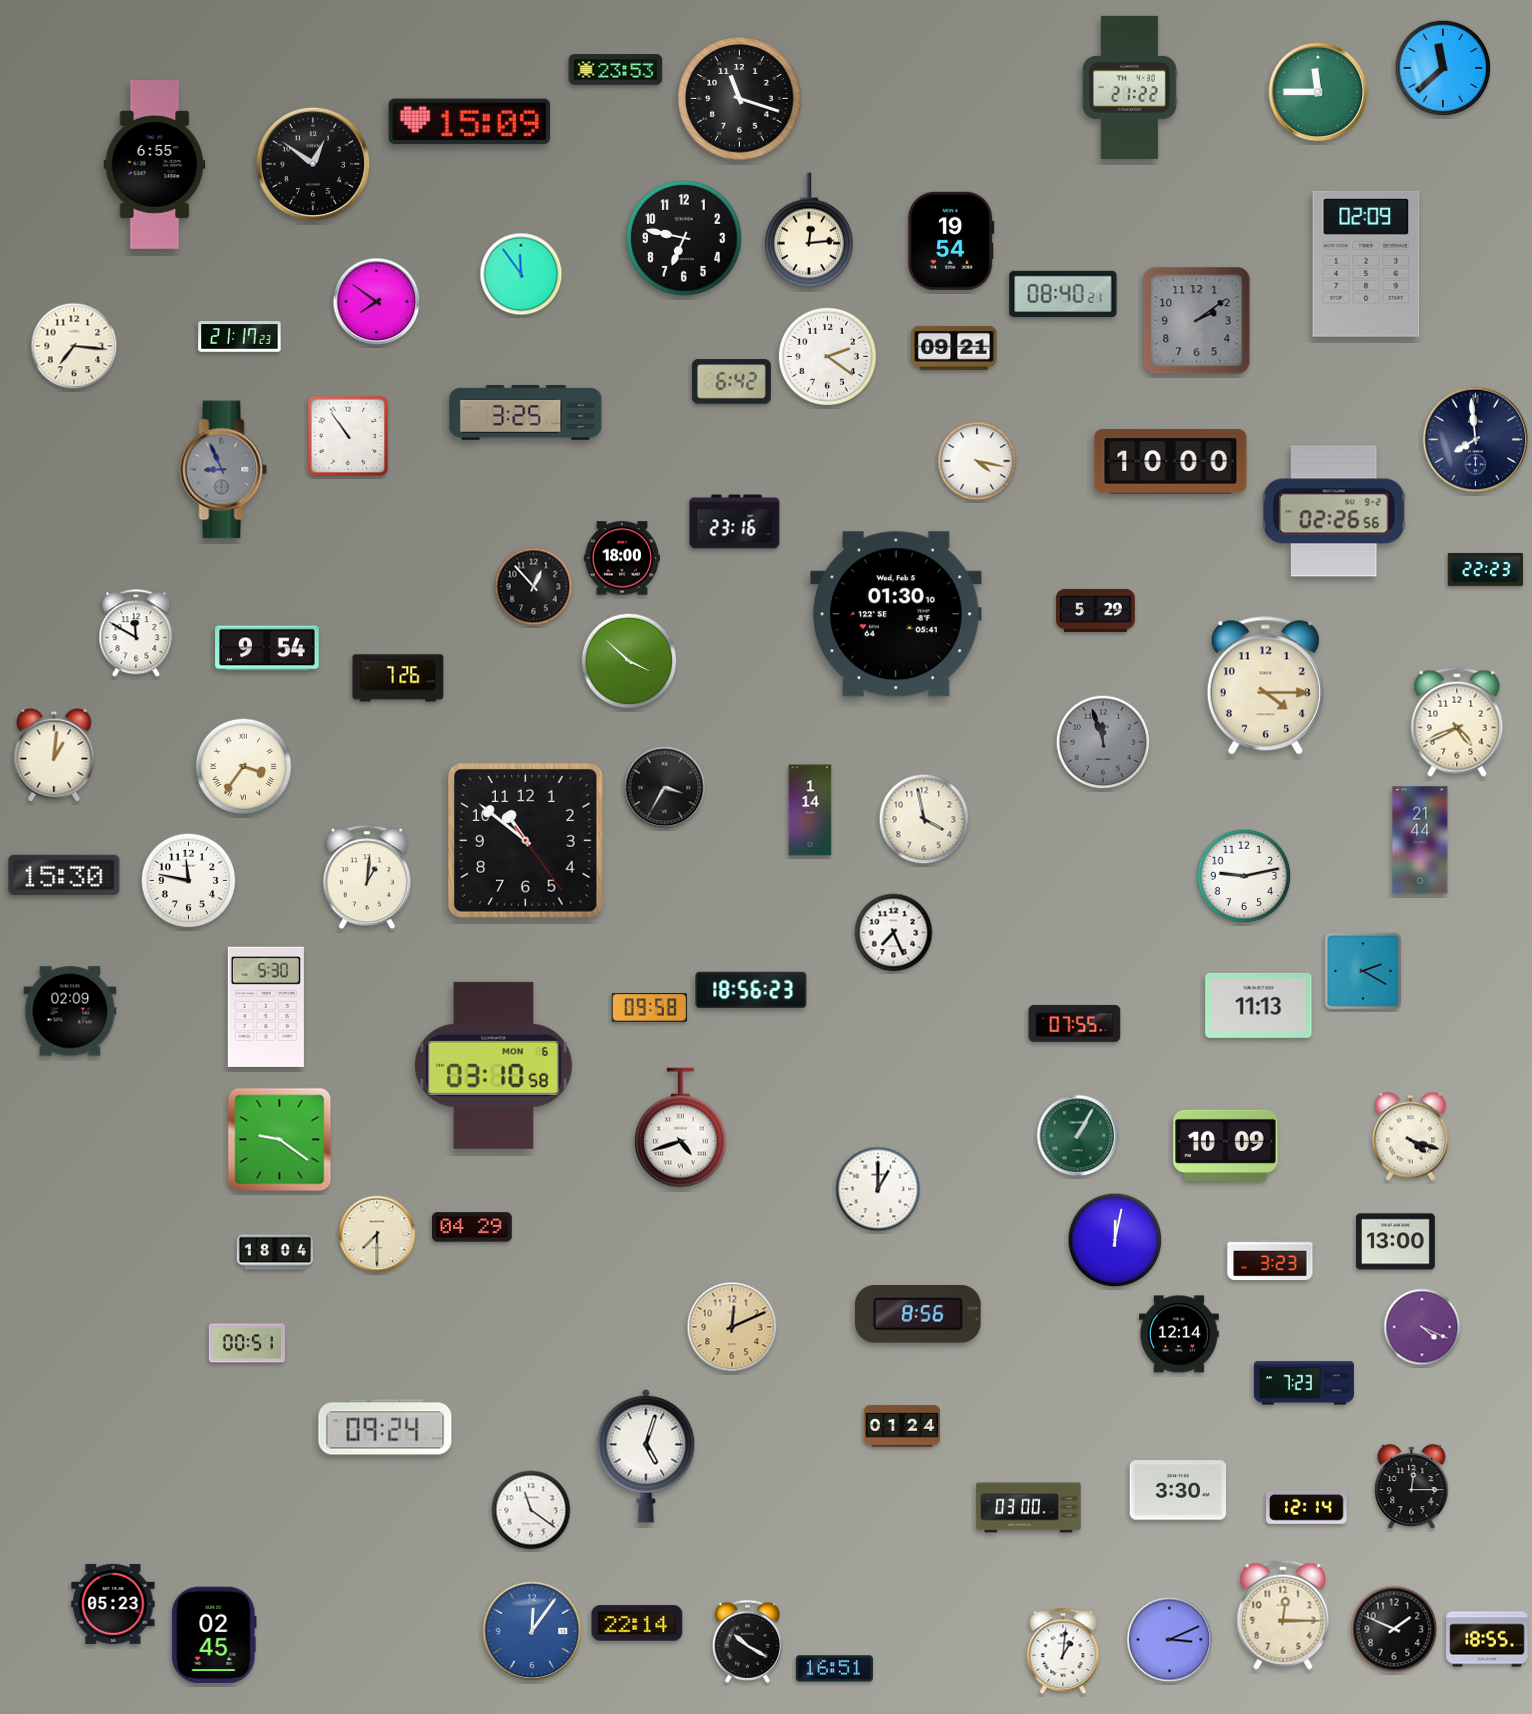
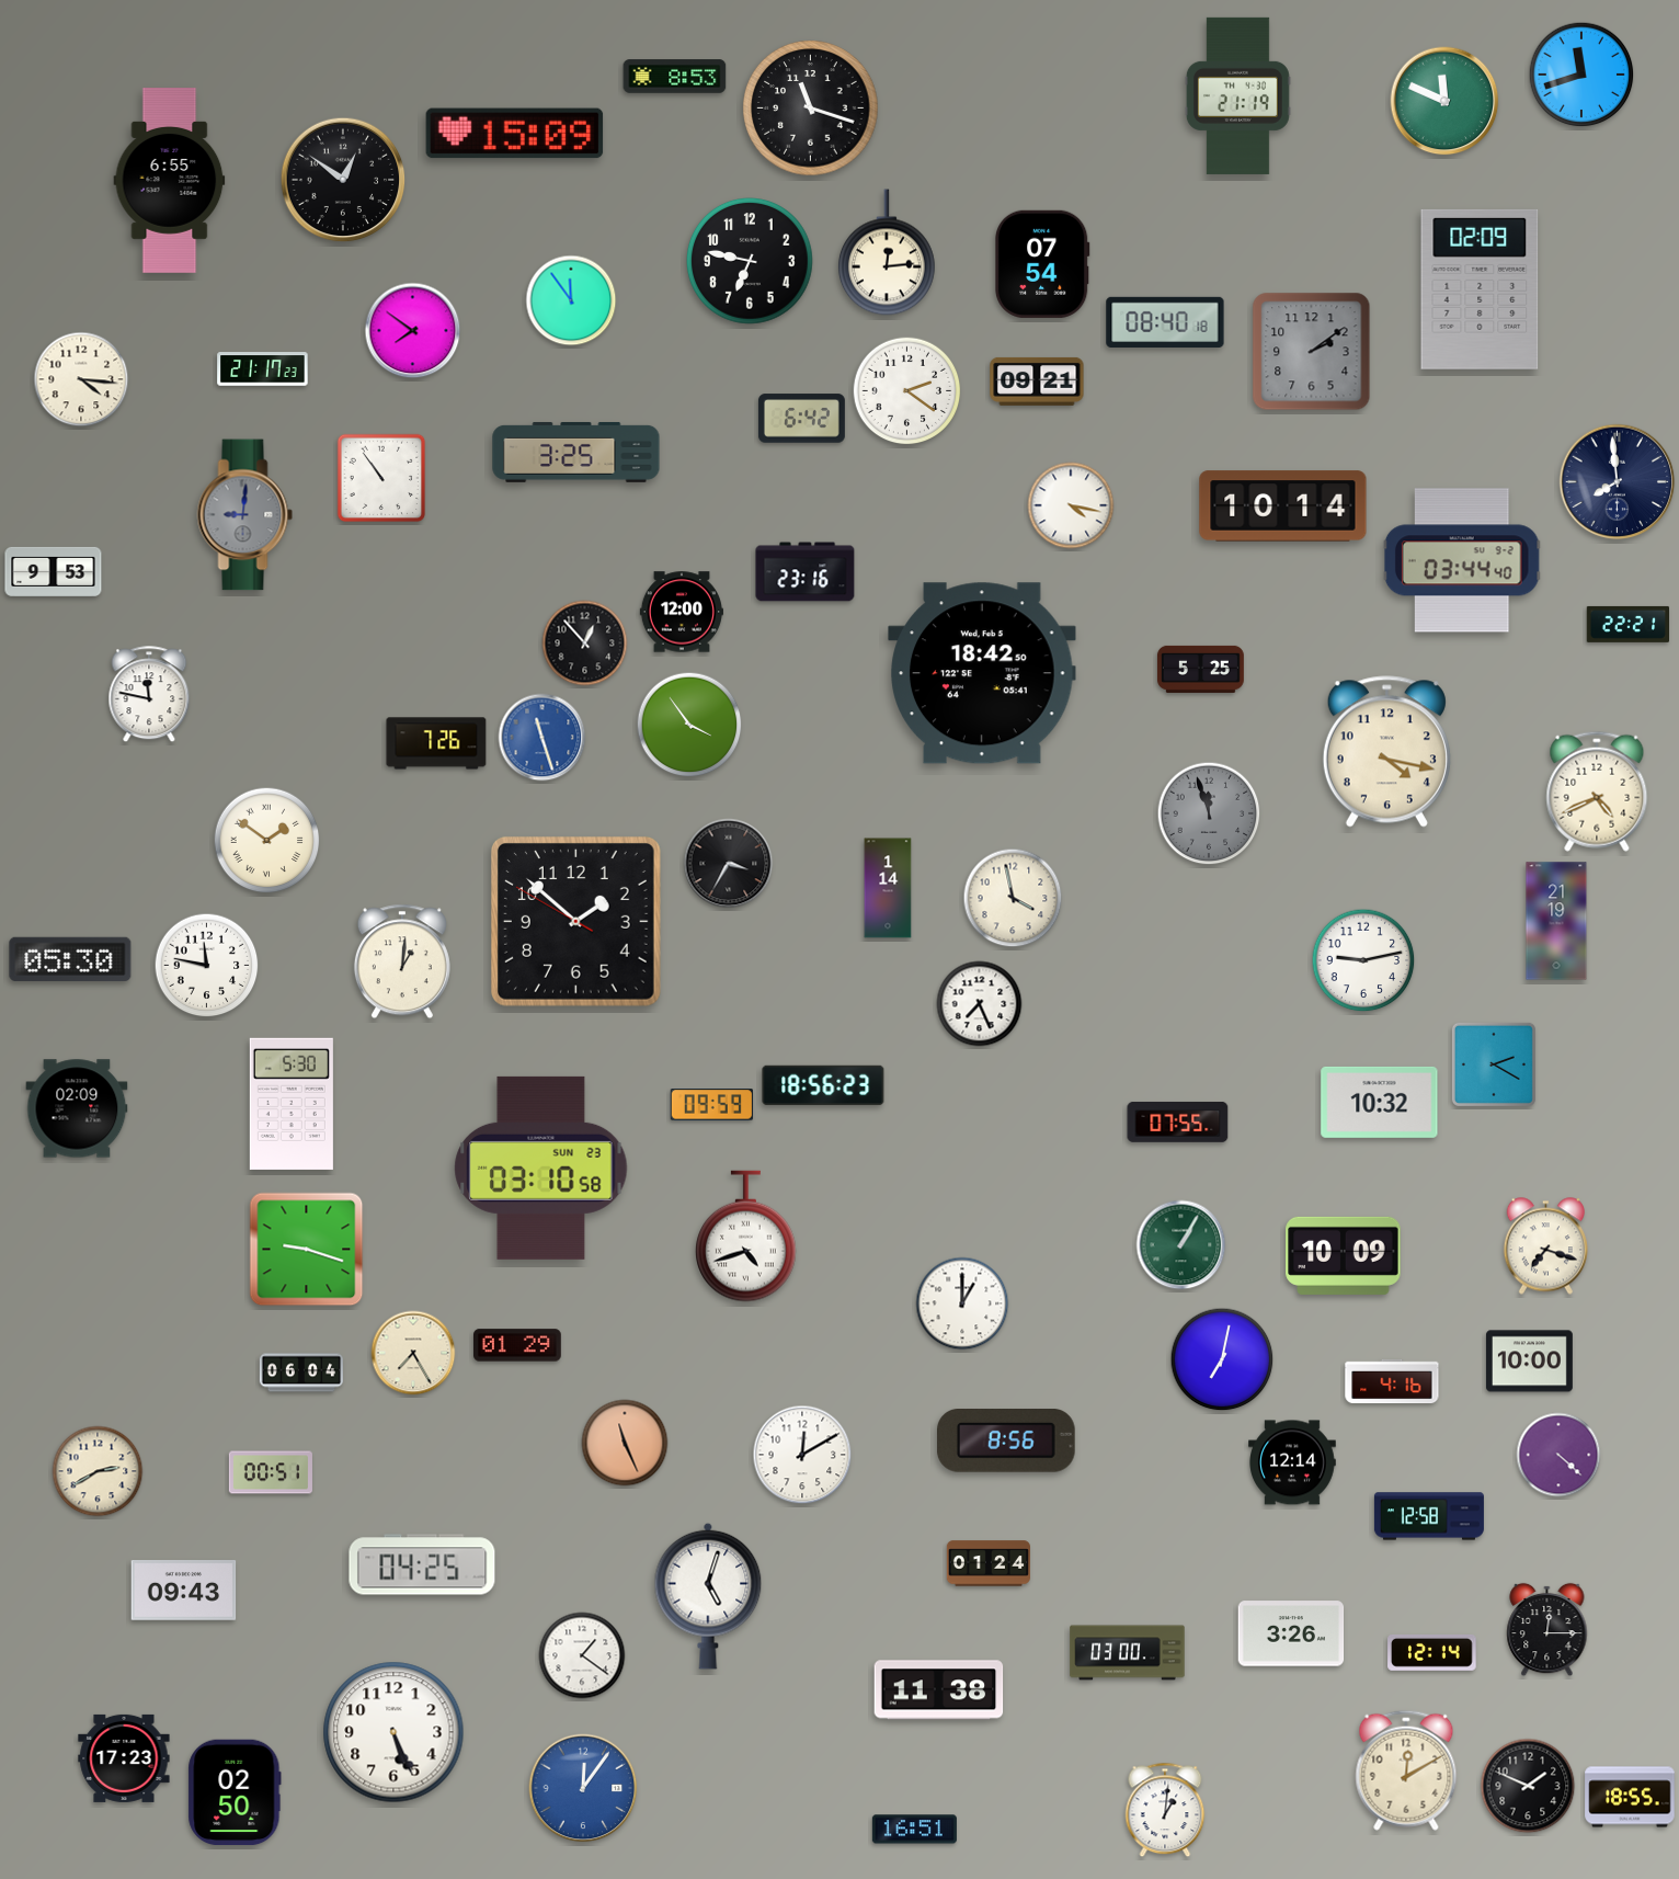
clock at (1443, 68): 11:38 -> 11:42
clock at (616, 70): 23:53 -> 8:53
clock at (1129, 87): 21:22 -> 21:19
clock at (1318, 92): 11:45 -> 11:49
clock at (951, 241): 19:54 -> 07:54
clock at (1366, 264) position: (1366, 264) -> (1480, 289)
clock at (1063, 293): 08:40:21 -> 08:40:18
clock at (74, 346): 7:16 -> 4:16
clock at (954, 348) position: (954, 348) -> (1037, 382)
clock at (1171, 462): 10:00 -> 10:14
clock at (224, 470): 8:56 -> 9:01
clock at (1334, 511): 02:26 -> 03:44
clock at (54, 571): none -> 9:53
clock at (622, 558): 18:00 -> 12:00
clock at (1485, 569): 22:23 -> 22:21
clock at (1095, 610): 5:29 -> 5:25
clock at (896, 614): 01:30 -> 18:42
clock at (136, 634): 11:50 -> 11:47
clock at (267, 648): 9:54 -> none
clock at (629, 661): 3:52 -> 3:54
clock at (542, 738): none -> 11:27
clock at (1265, 686): 4:15 -> 4:17
clock at (54, 755): 1:01 -> none
clock at (244, 767): 3:36 -> 1:51
clock at (525, 840): 10:51 -> 1:51
clock at (1420, 840): 21:44 -> 21:19
clock at (64, 875): 15:30 -> 05:30
clock at (894, 933) position: (894, 933) -> (980, 1004)
clock at (1259, 1005): 11:13 -> 10:32
clock at (649, 1008): 09:58 -> 09:59
clock at (494, 1065) date: MON 6 -> SUN 23
clock at (1410, 1137): 4:18 -> 7:18
clock at (280, 1140): 9:21 -> 9:18
clock at (473, 1227): 04:29 -> 01:29
clock at (377, 1234): 7:30 -> 7:25
clock at (1115, 1240): 12:02 -> 7:02
clock at (1395, 1242): 13:00 -> 10:00
clock at (275, 1252): 18:04 -> 06:04
clock at (1270, 1260): 3:23 -> 4:16
clock at (625, 1443): none -> 11:26
clock at (732, 1327): 12:11 -> 12:10
clock at (732, 1327) dial: champagne -> white
clock at (1422, 1327): 4:19 -> 4:22
clock at (98, 1471): none -> 2:40
clock at (1304, 1383): 7:23 -> 12:58
clock at (385, 1427): 09:24 -> 04:25
clock at (184, 1591): none -> 09:43
clock at (1178, 1490): 3:30 -> 3:26
clock at (531, 1510): 11:21 -> 1:21
clock at (939, 1690): none -> 11:38
clock at (393, 1732): none -> 5:26
clock at (113, 1604): 05:23 -> 17:23
clock at (1283, 1615): 12:15 -> 12:10
clock at (637, 1623): 22:14 -> none
clock at (214, 1635): 02:45 -> 02:50
clock at (1170, 1640): 3:11 -> none
clock at (747, 1641): 10:20 -> none
